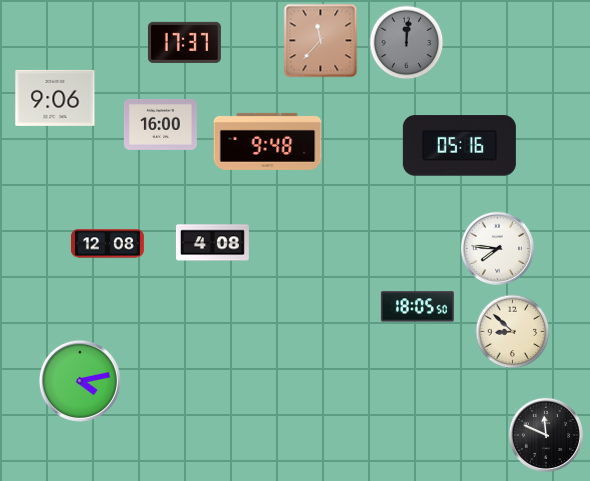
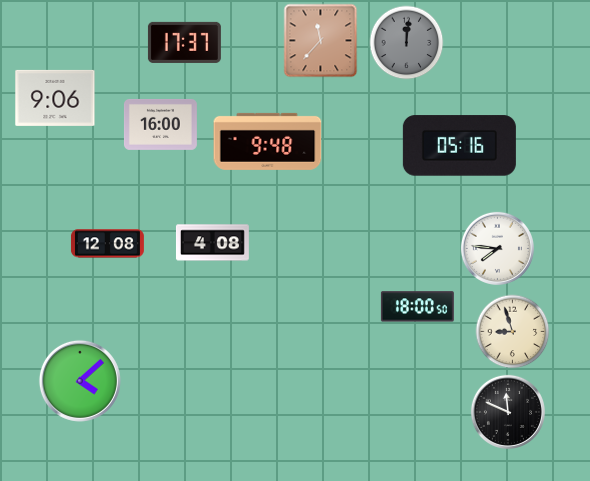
clock at (417, 307): 18:05 -> 18:00
clock at (513, 332): 8:52 -> 8:57
clock at (80, 381): 4:13 -> 4:08
clock at (546, 435) position: (546, 435) -> (508, 412)
